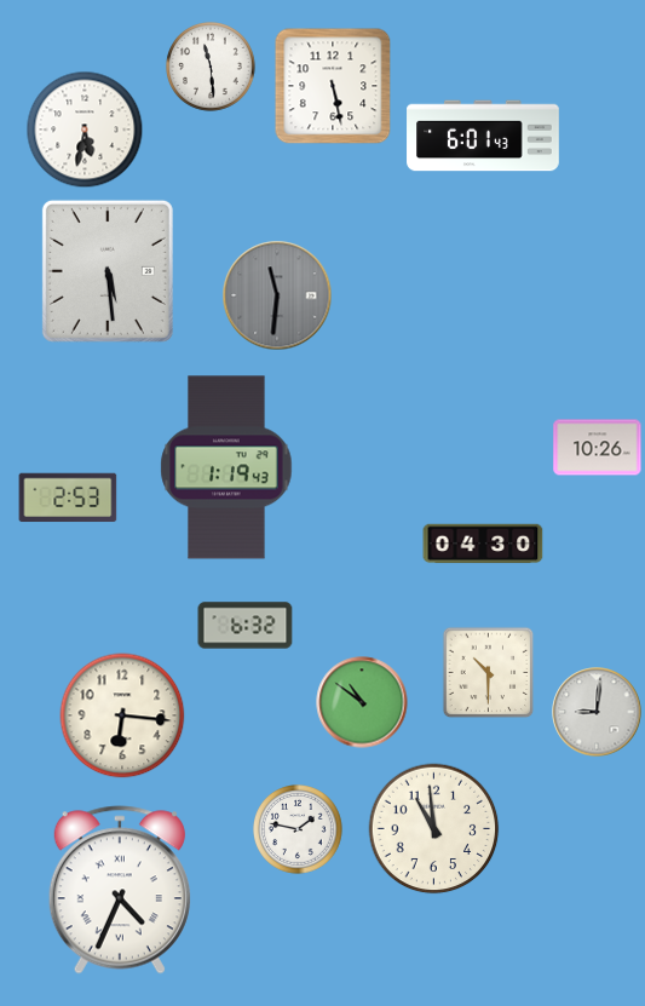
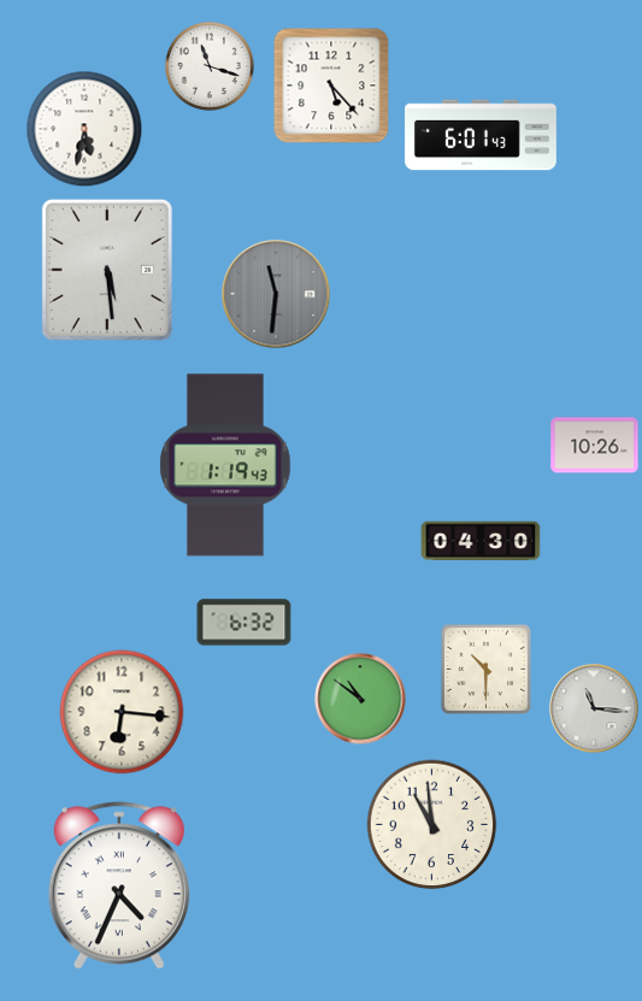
clock at (212, 68): 11:29 -> 11:18
clock at (333, 86): 5:28 -> 5:23
clock at (68, 498): 2:53 -> none
clock at (597, 712): 9:01 -> 11:16
clock at (299, 830): 1:47 -> none
